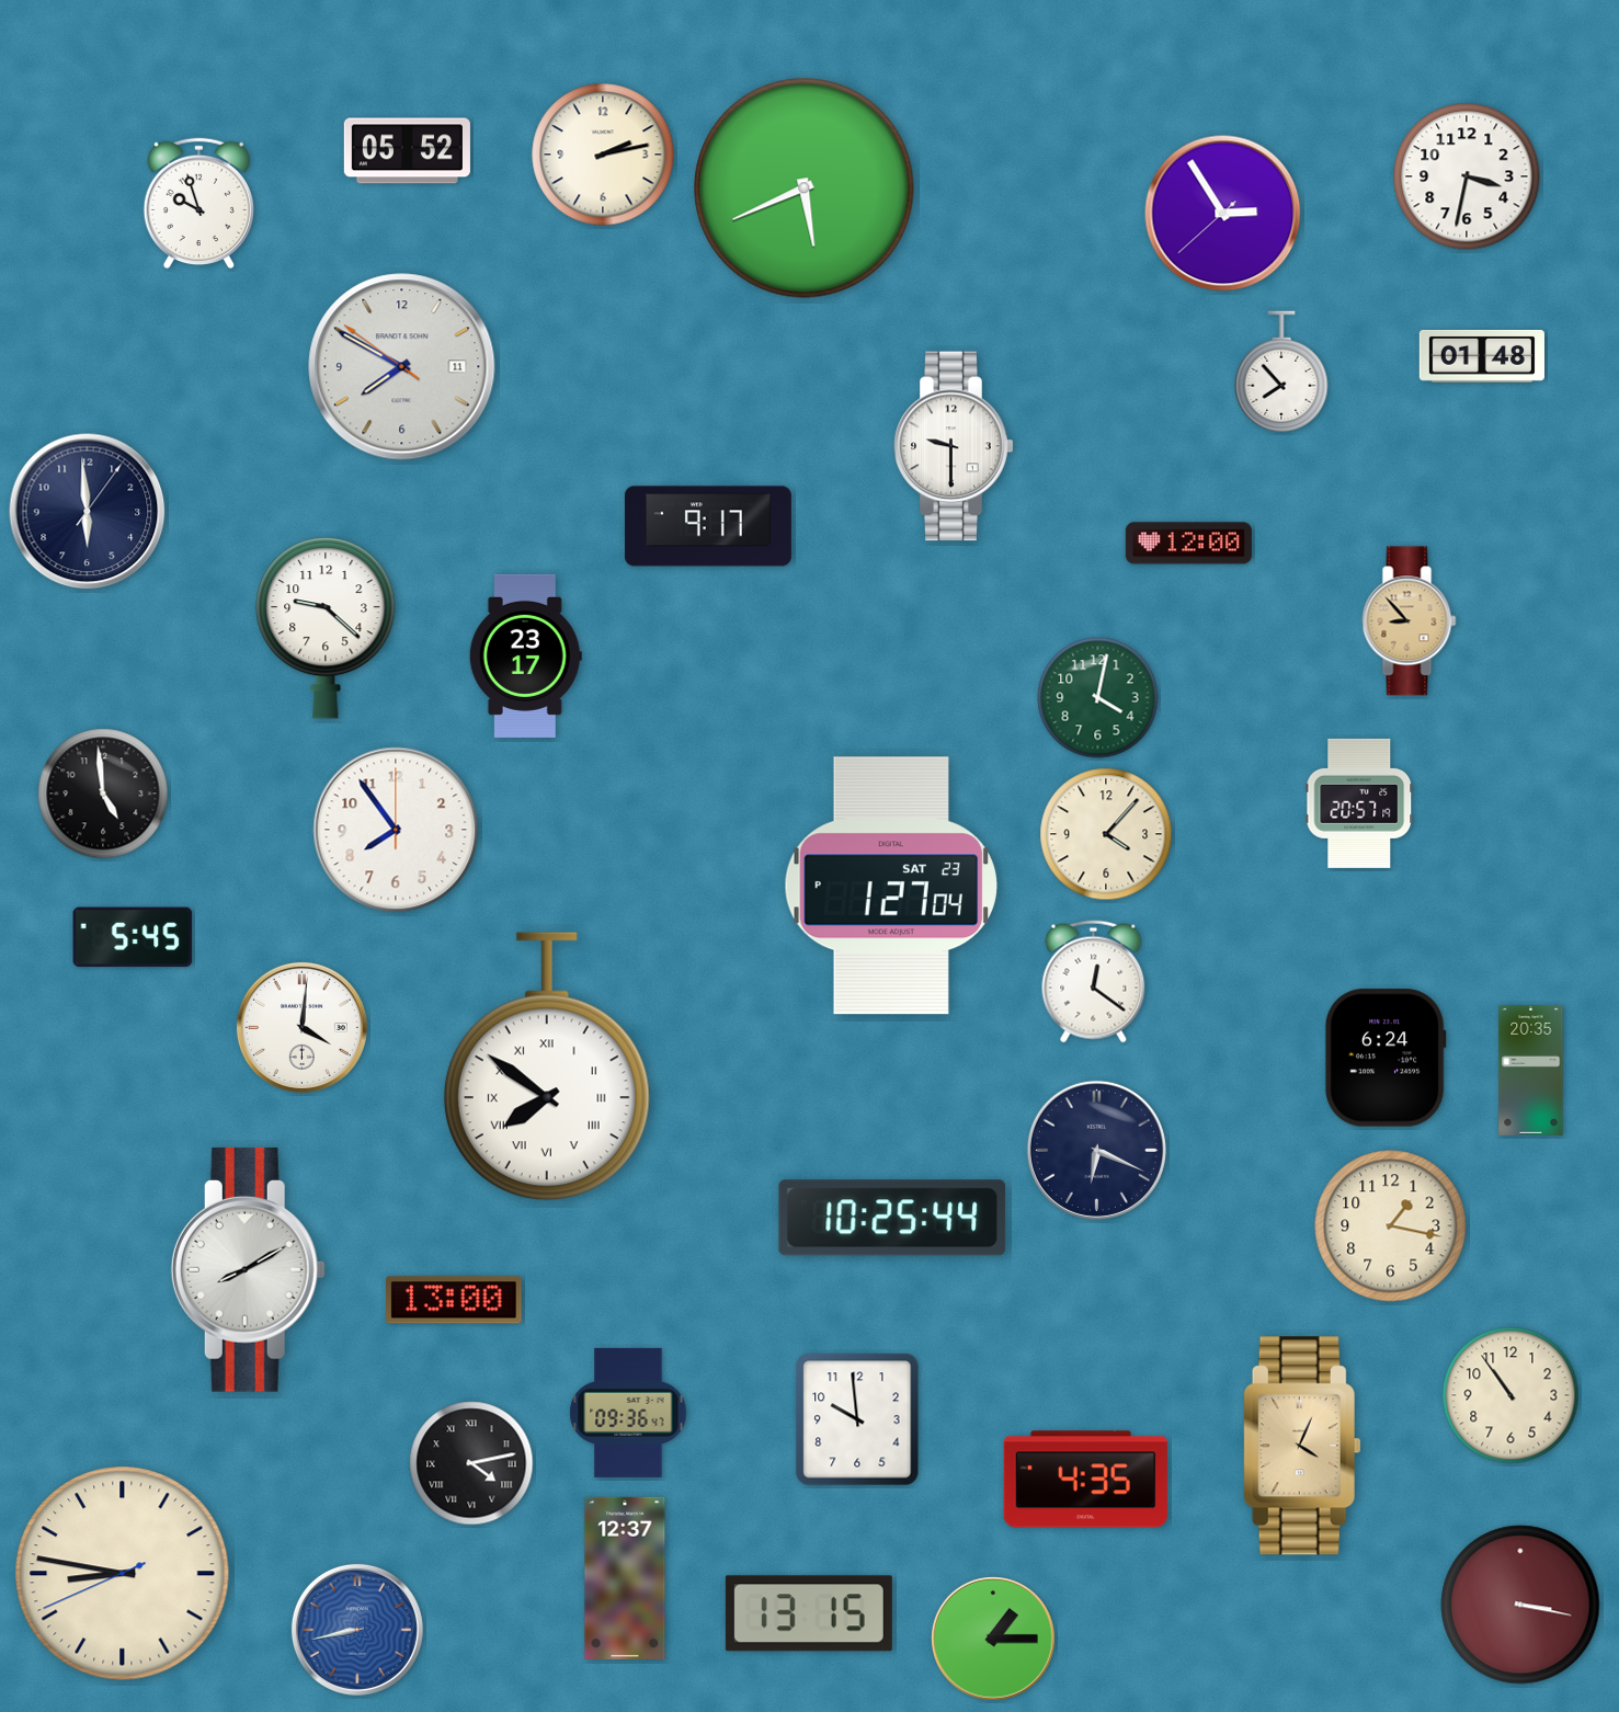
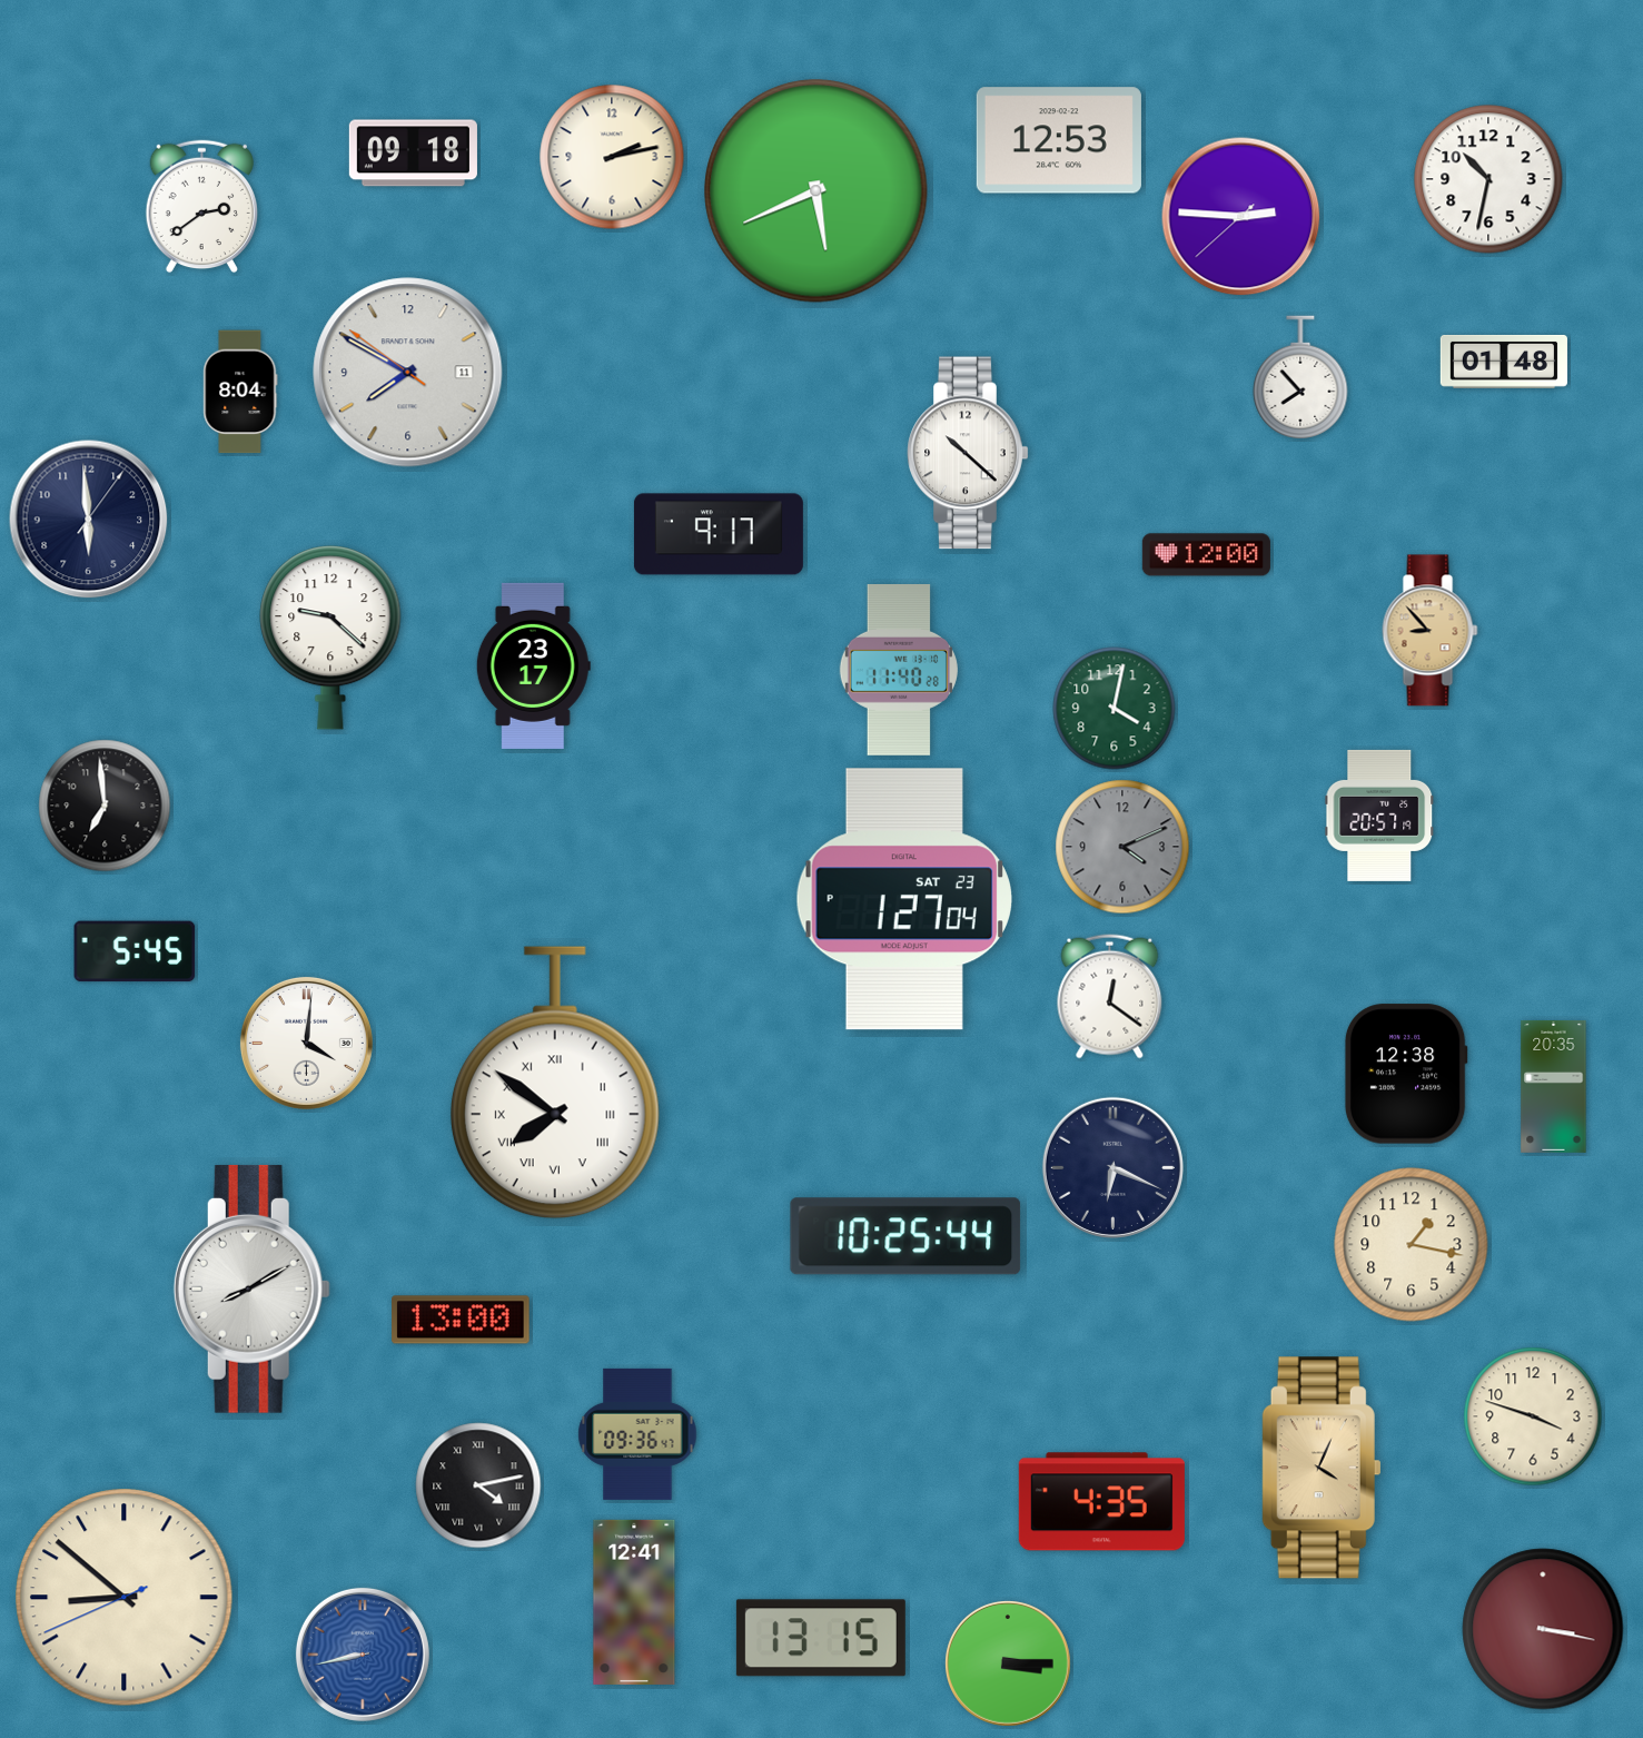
clock at (1059, 140): none -> 12:53
clock at (407, 151): 05:52 -> 09:18
clock at (1467, 176): 3:32 -> 10:32
clock at (198, 204): 9:57 -> 2:39
clock at (1223, 214): 2:54 -> 2:45
clock at (240, 392): none -> 8:04
clock at (954, 446): 9:30 -> 10:22
clock at (1188, 544) position: (1188, 544) -> (1206, 555)
clock at (899, 670): none -> 11:40
clock at (103, 794): 4:59 -> 6:59
clock at (396, 830): 7:54 -> none
clock at (1106, 834): 4:07 -> 4:11
clock at (1106, 834) dial: cream -> grey
clock at (1386, 1058): 6:24 -> 12:38
clock at (1510, 1395): 10:54 -> 3:48
clock at (857, 1419): 9:59 -> none
clock at (123, 1574): 8:46 -> 8:51
clock at (625, 1578): 12:37 -> 12:41
clock at (993, 1639): 1:15 -> 3:15
